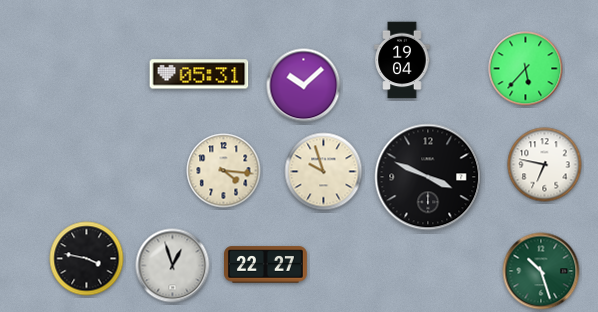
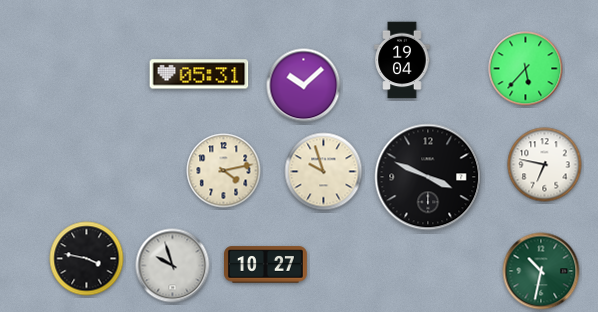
clock at (224, 171): 4:16 -> 4:13
clock at (266, 265): 22:27 -> 10:27
clock at (173, 266): 12:57 -> 9:57
clock at (541, 271): 10:27 -> 10:32
